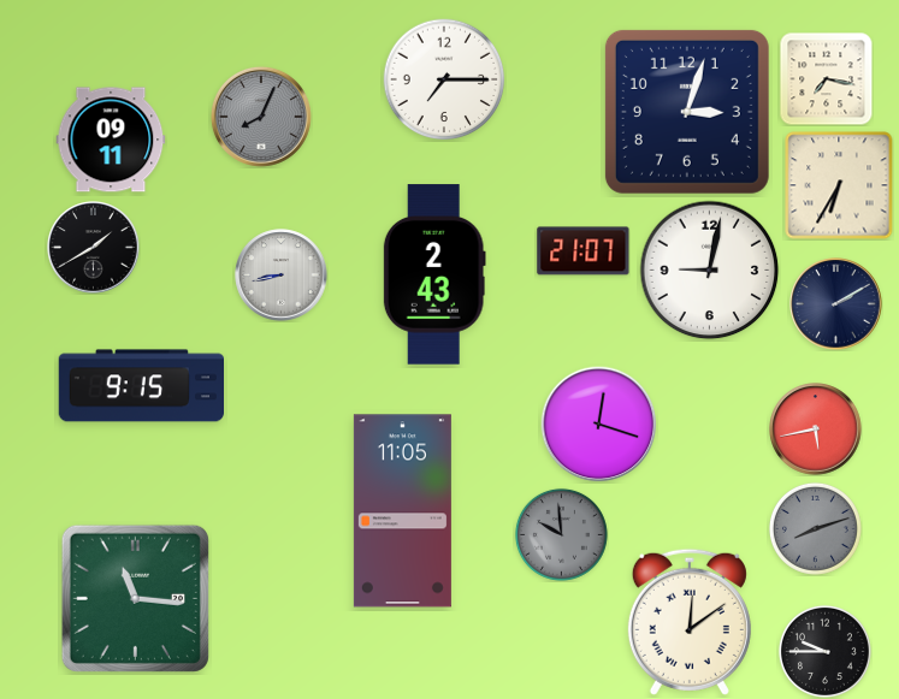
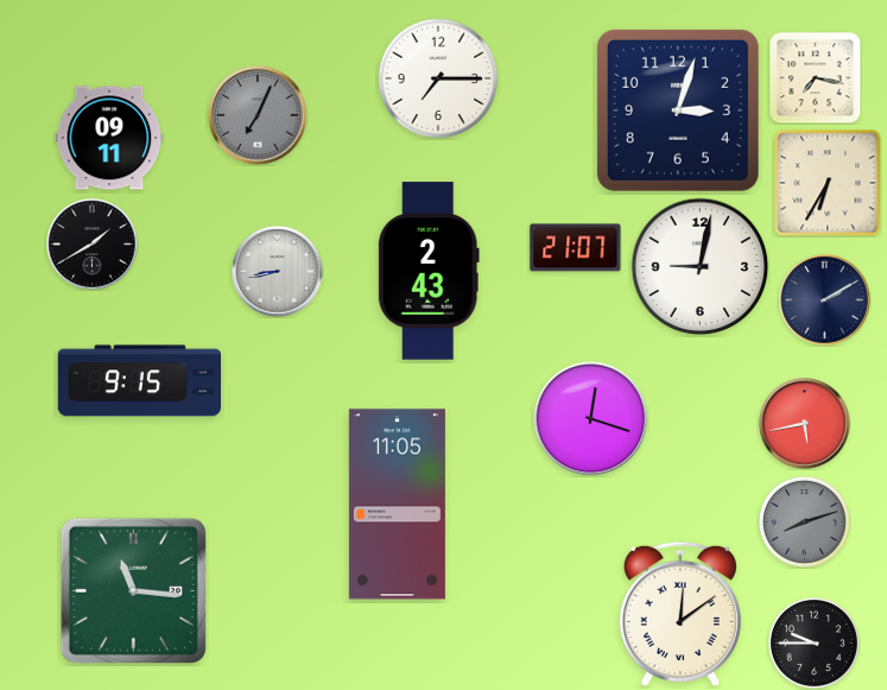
clock at (261, 117): 8:04 -> 7:04
clock at (561, 534): 9:59 -> none
